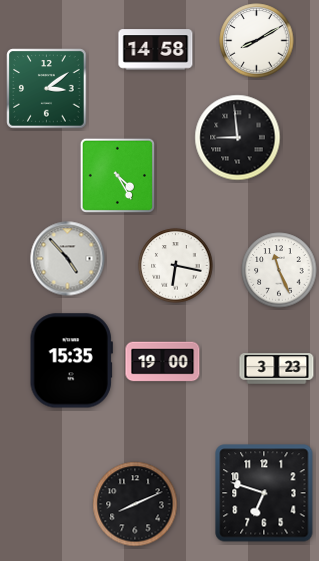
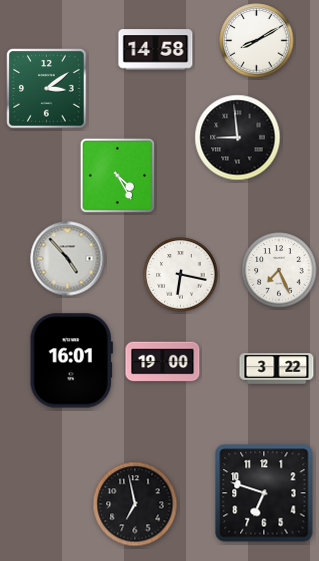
clock at (176, 266) position: (176, 266) -> (181, 275)
clock at (279, 270): 11:26 -> 7:26
clock at (71, 361): 15:35 -> 16:01
clock at (277, 369): 3:23 -> 3:22
clock at (135, 504): 8:11 -> 6:58
